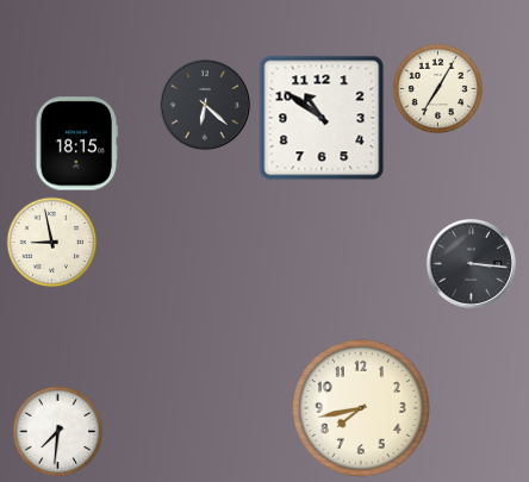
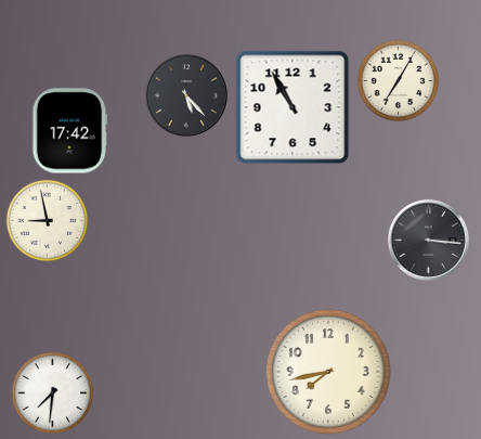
clock at (205, 105): 6:22 -> 5:23
clock at (322, 118): 10:51 -> 10:55
clock at (77, 144): 18:15 -> 17:42
